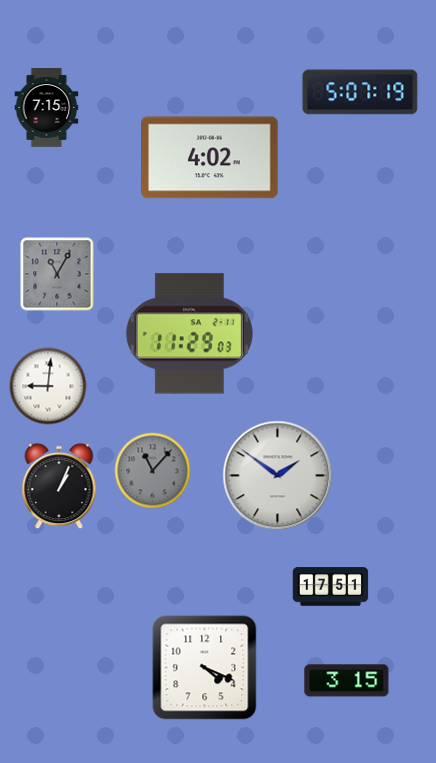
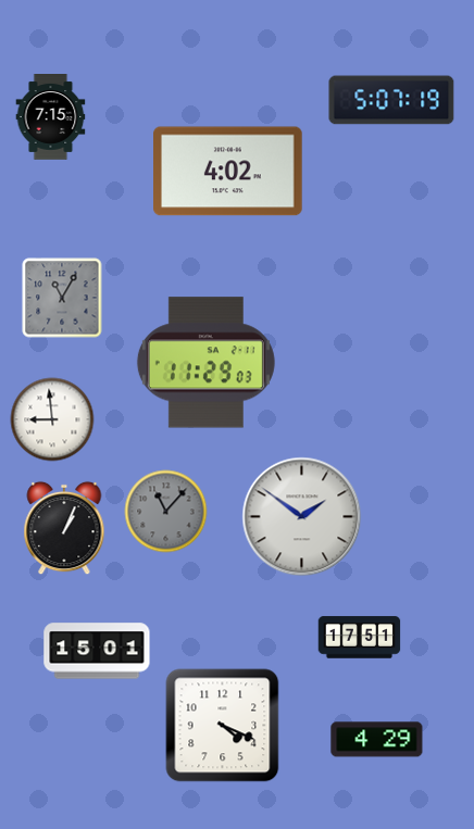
clock at (48, 386): 9:01 -> 8:59
clock at (97, 651): none -> 15:01
clock at (347, 681): 3:15 -> 4:29
